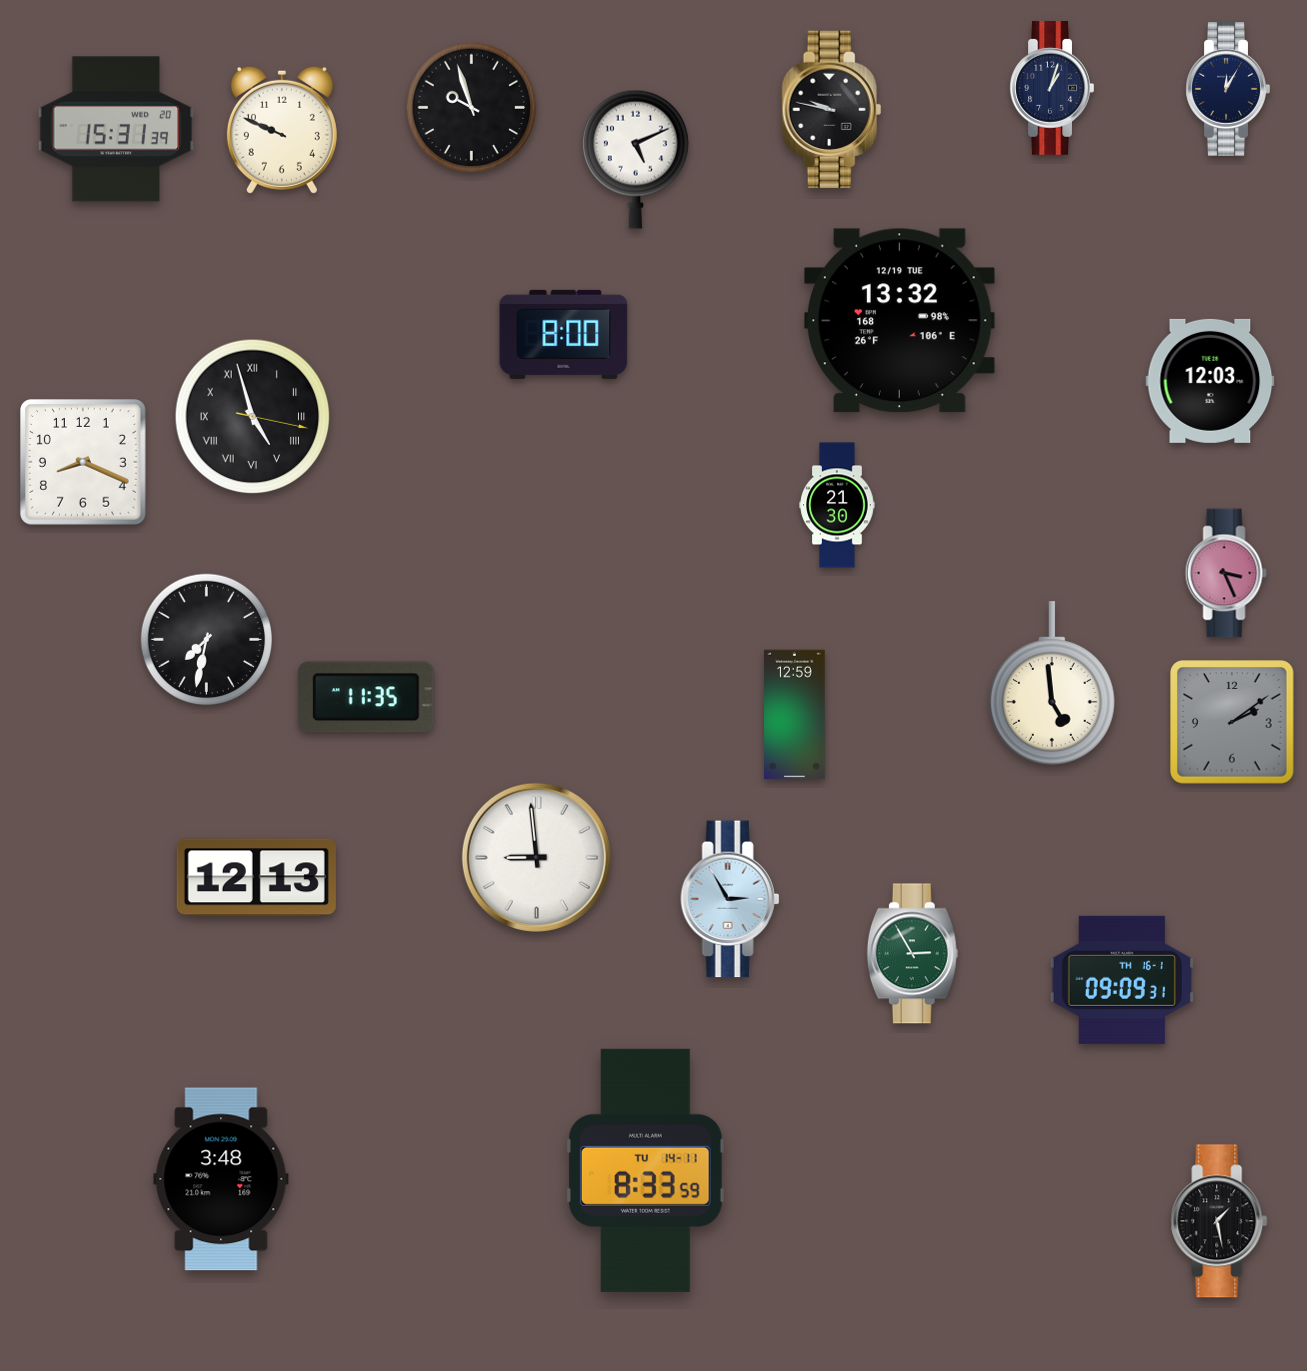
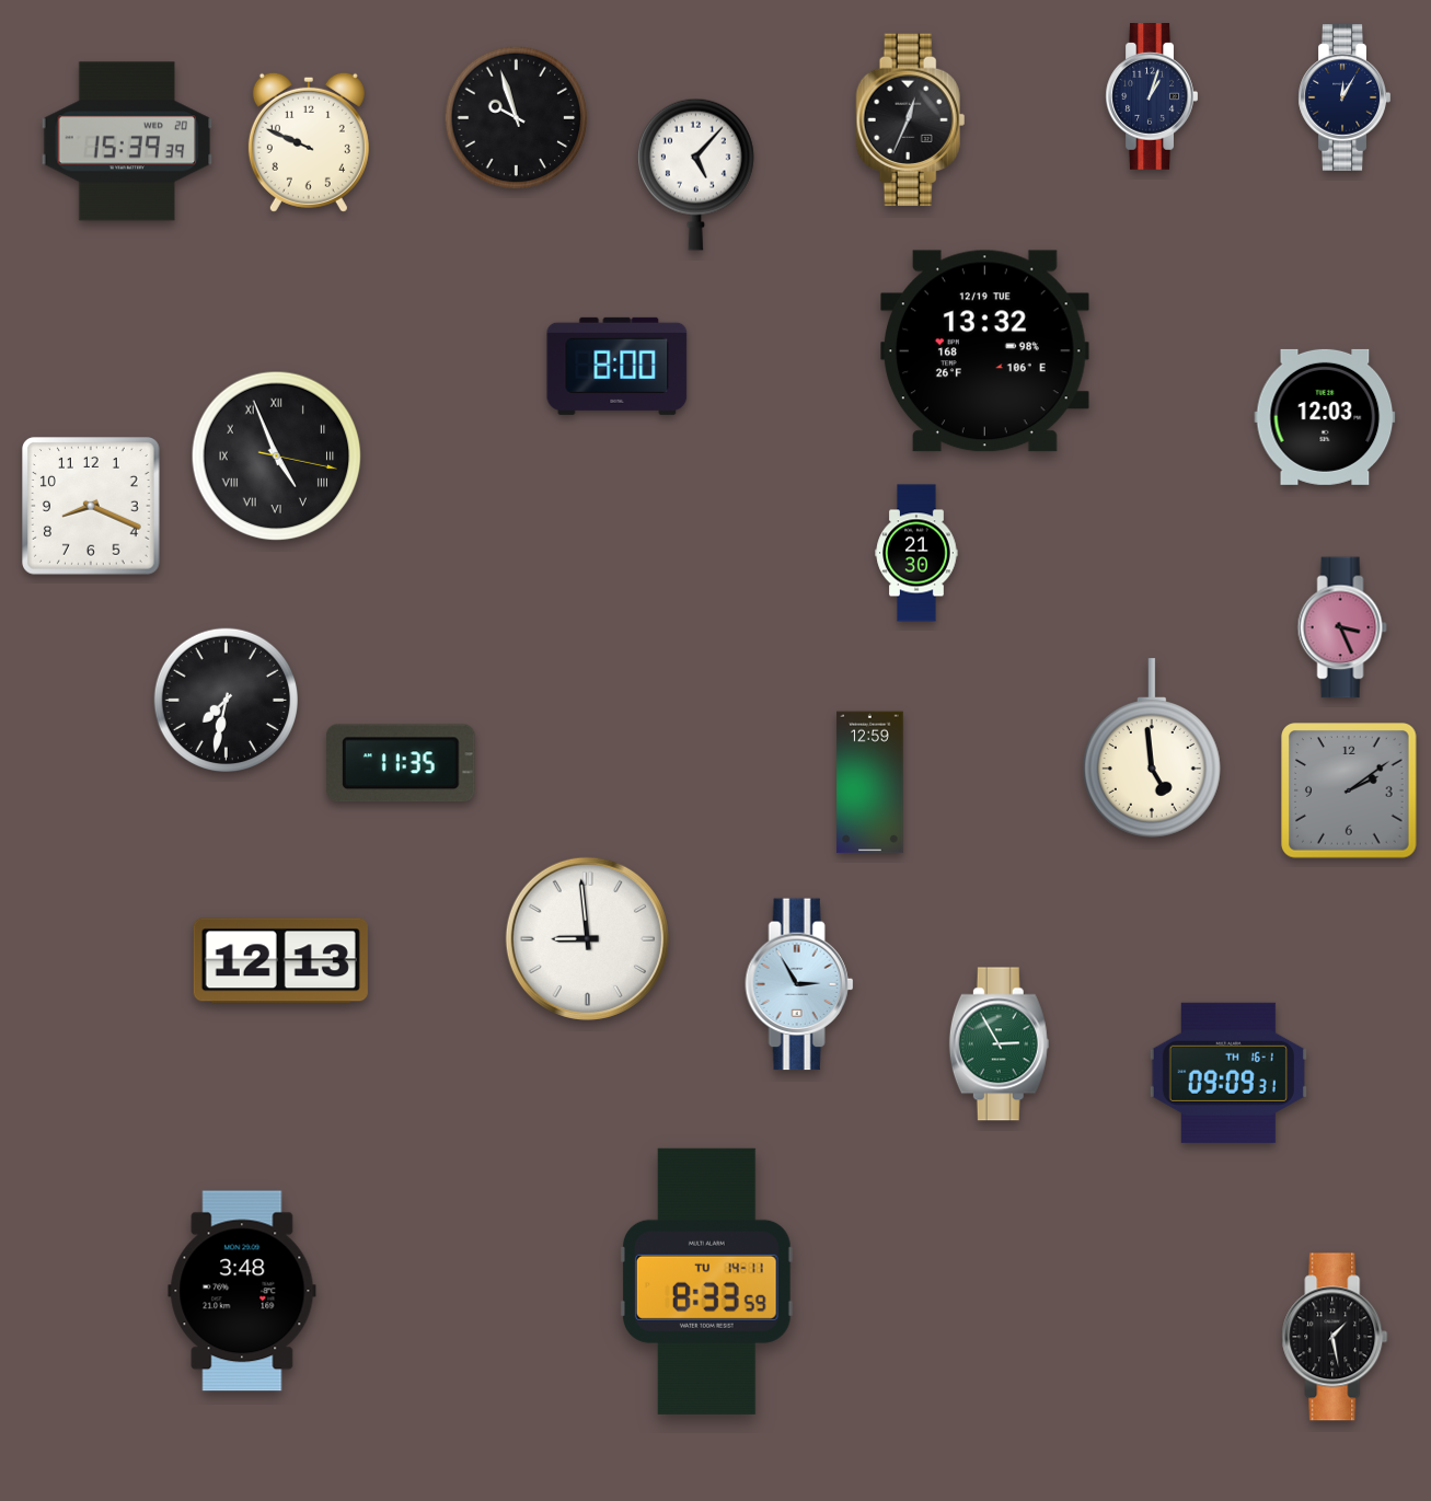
clock at (832, 110): 9:47 -> 12:34
clock at (116, 129): 15:31 -> 15:39
clock at (635, 159): 5:11 -> 5:07
clock at (253, 417): 4:57 -> 4:56
